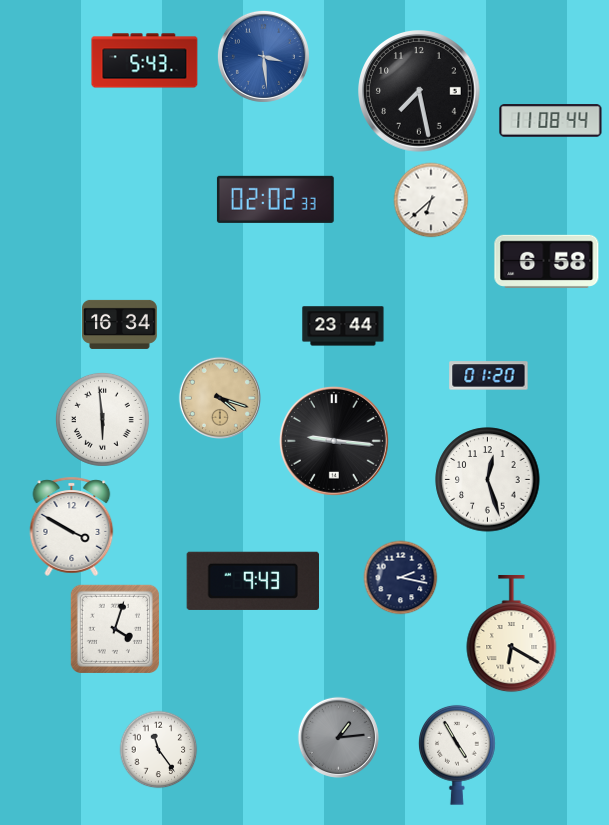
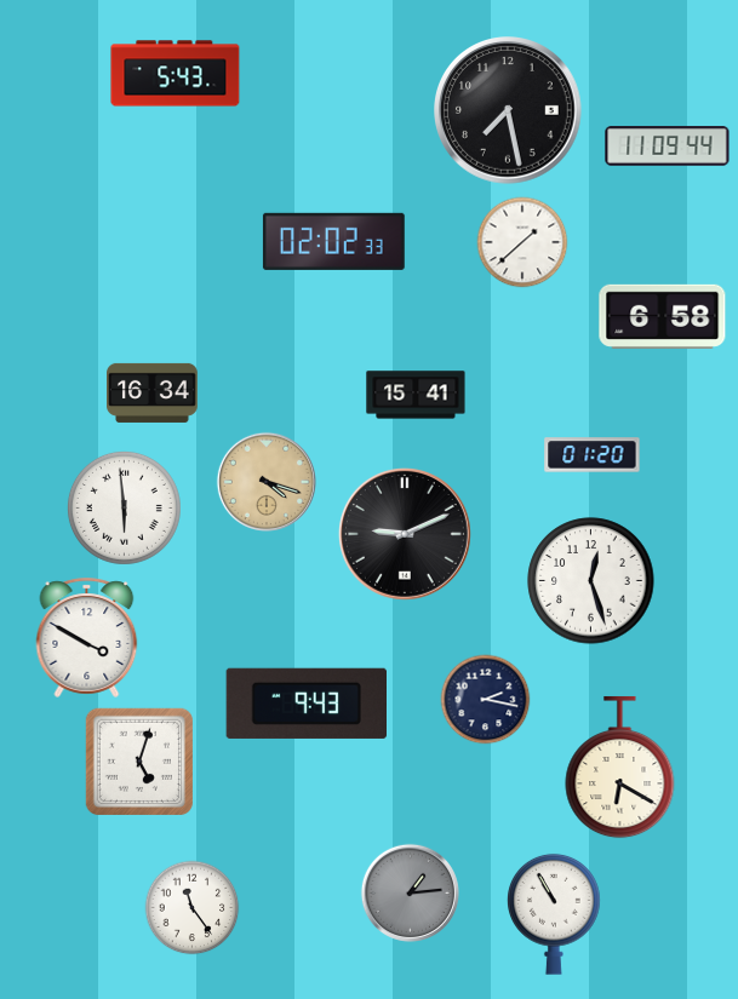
clock at (263, 56): 3:29 -> none
clock at (551, 121): 11:08 -> 11:09
clock at (431, 200): 6:38 -> 1:38
clock at (120, 324) position: (120, 324) -> (153, 392)
clock at (343, 326): 23:44 -> 15:41
clock at (334, 441): 9:16 -> 9:11
clock at (115, 629): 4:03 -> 5:03
clock at (458, 755): 4:55 -> 10:55
